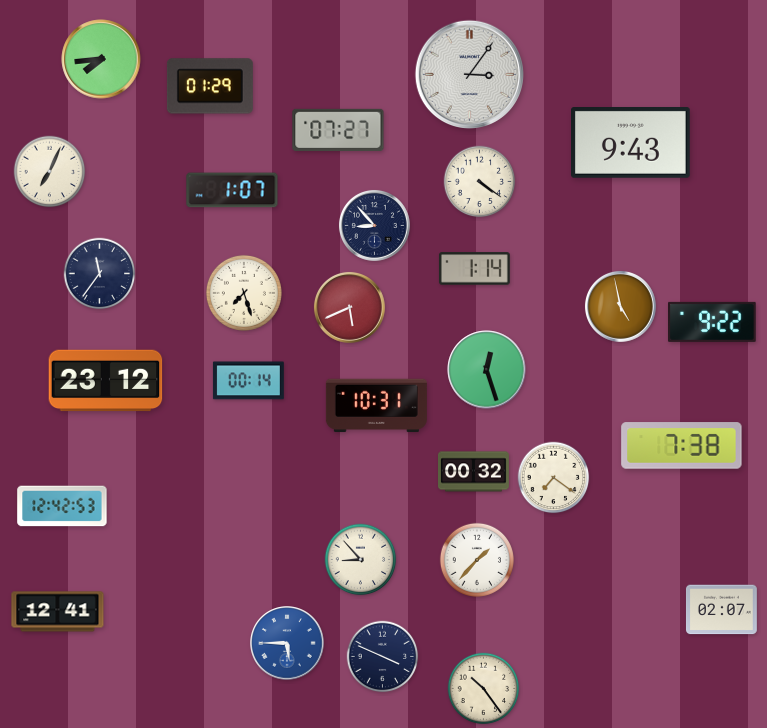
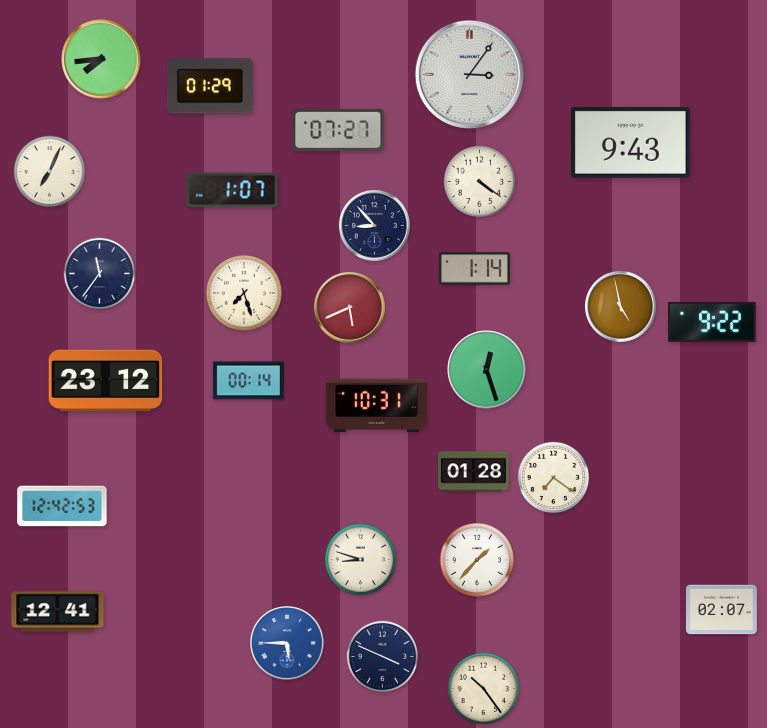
clock at (682, 446): 7:38 -> none
clock at (474, 472): 00:32 -> 01:28
clock at (361, 560): 8:53 -> 8:48
